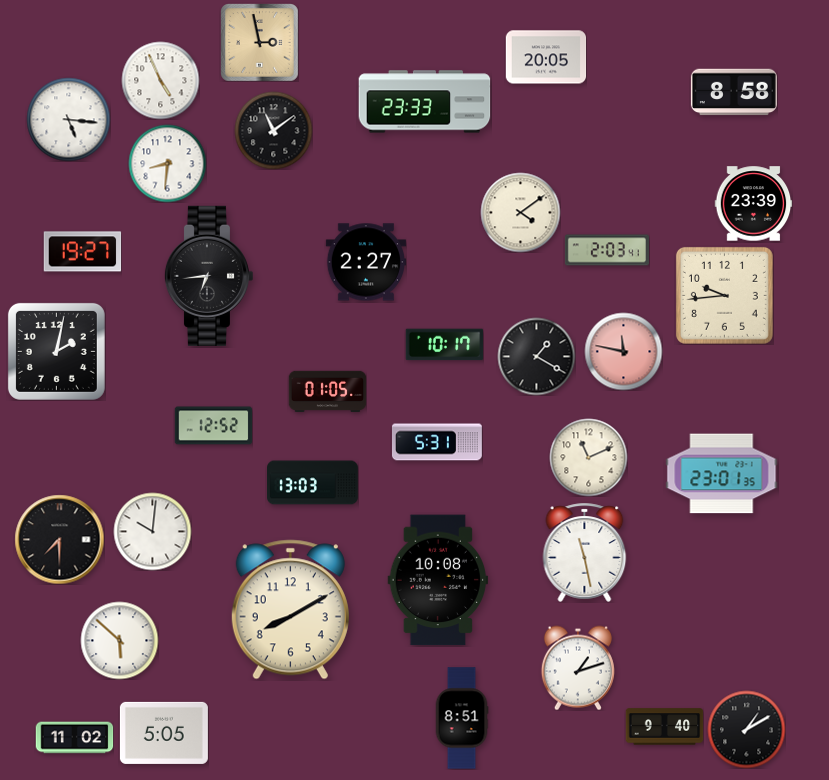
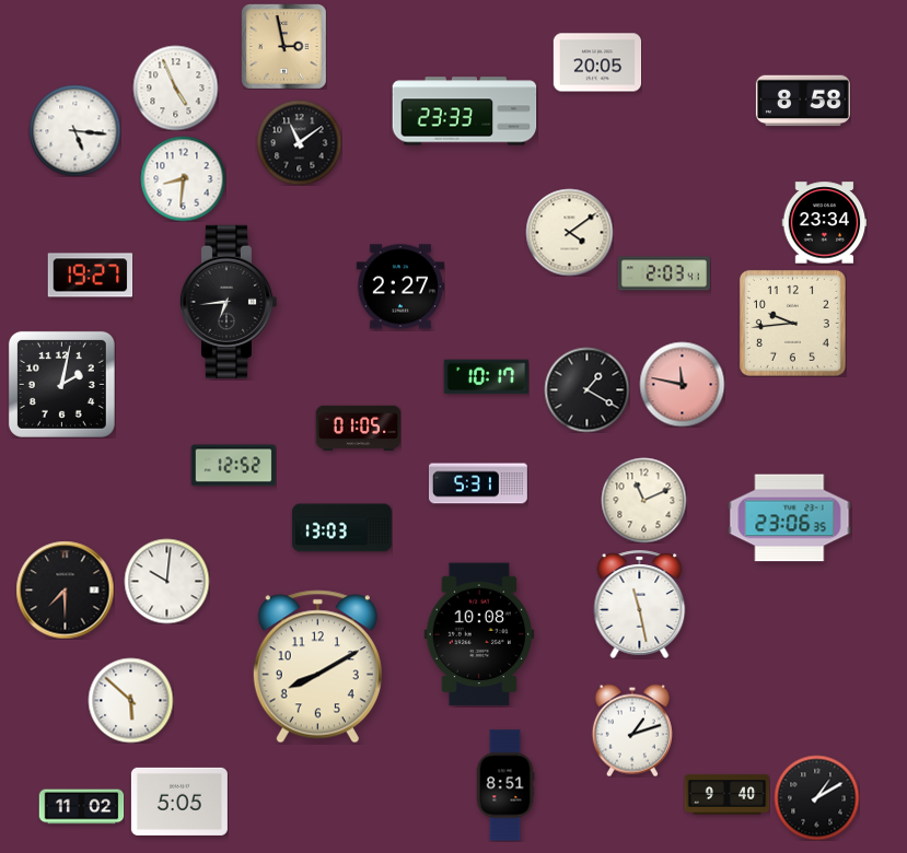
clock at (753, 204): 23:39 -> 23:34
clock at (722, 474): 23:01 -> 23:06
